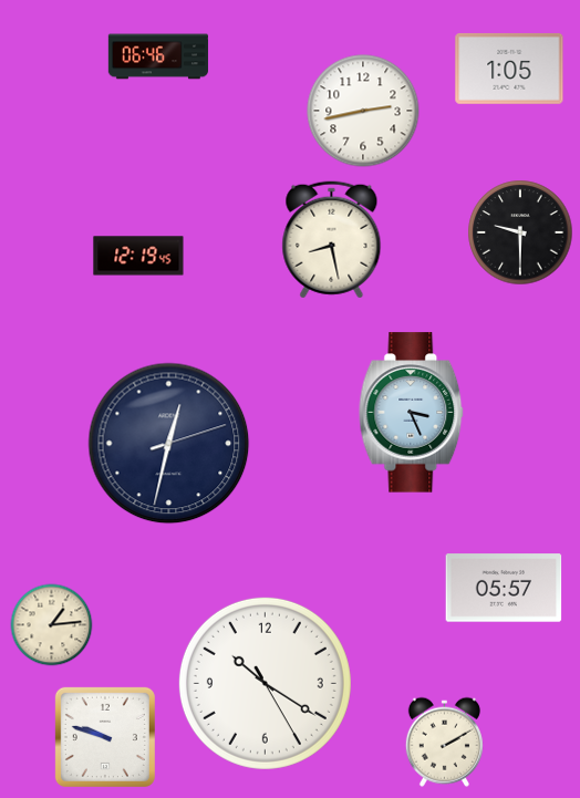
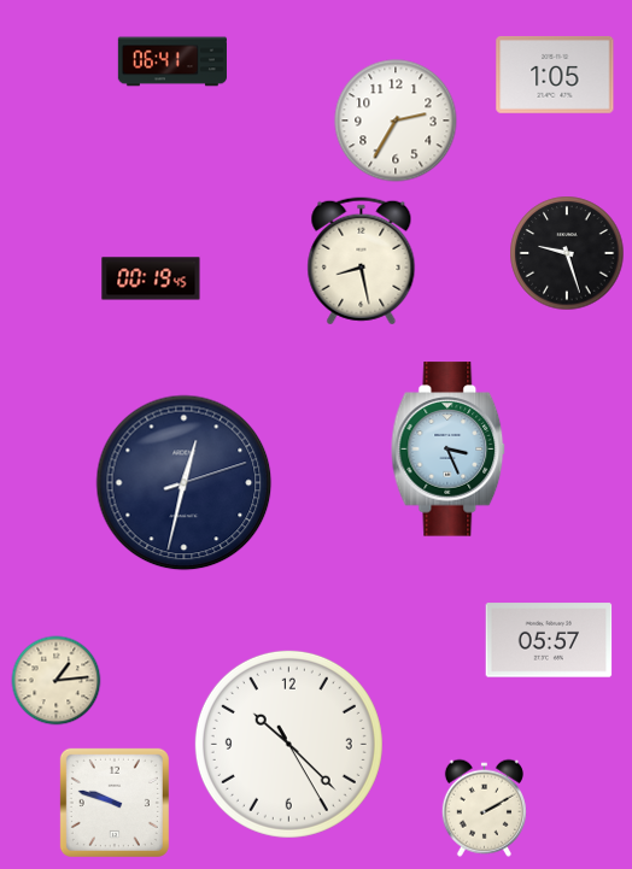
clock at (158, 56): 06:46 -> 06:41
clock at (363, 111): 2:43 -> 2:35
clock at (520, 232): 9:30 -> 9:27
clock at (138, 256): 12:19 -> 00:19
clock at (265, 683): 10:20 -> 10:22
